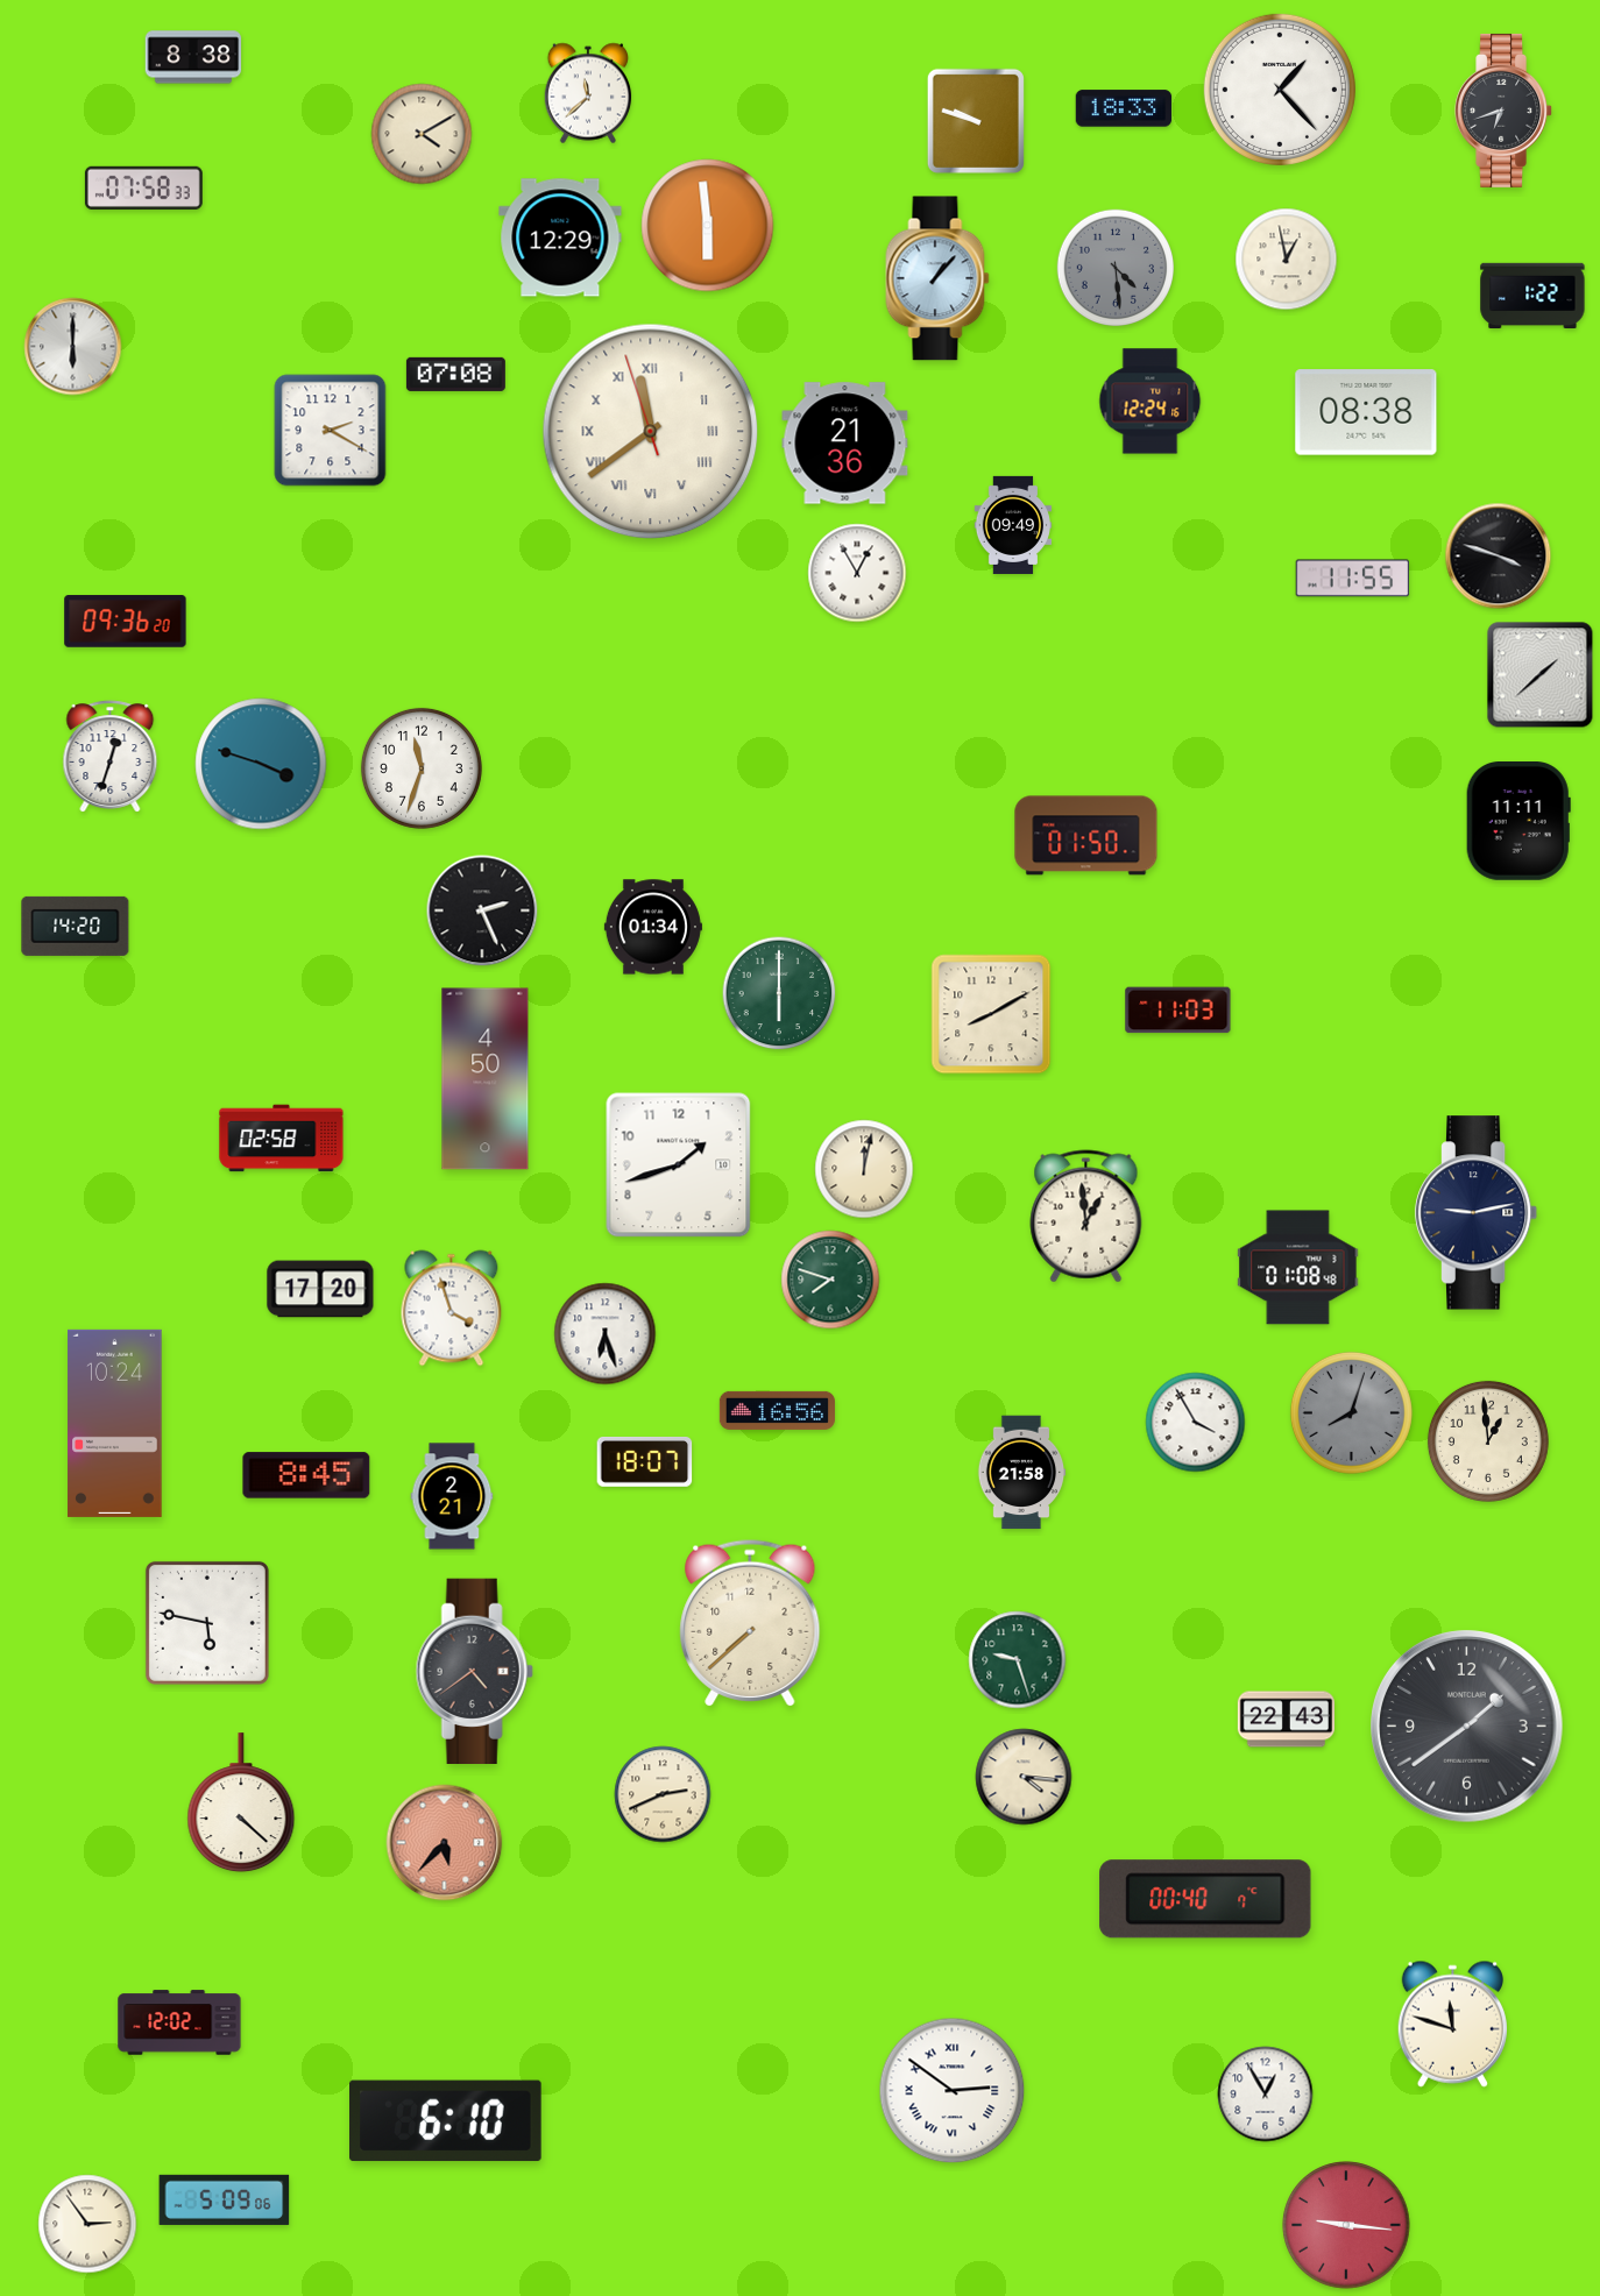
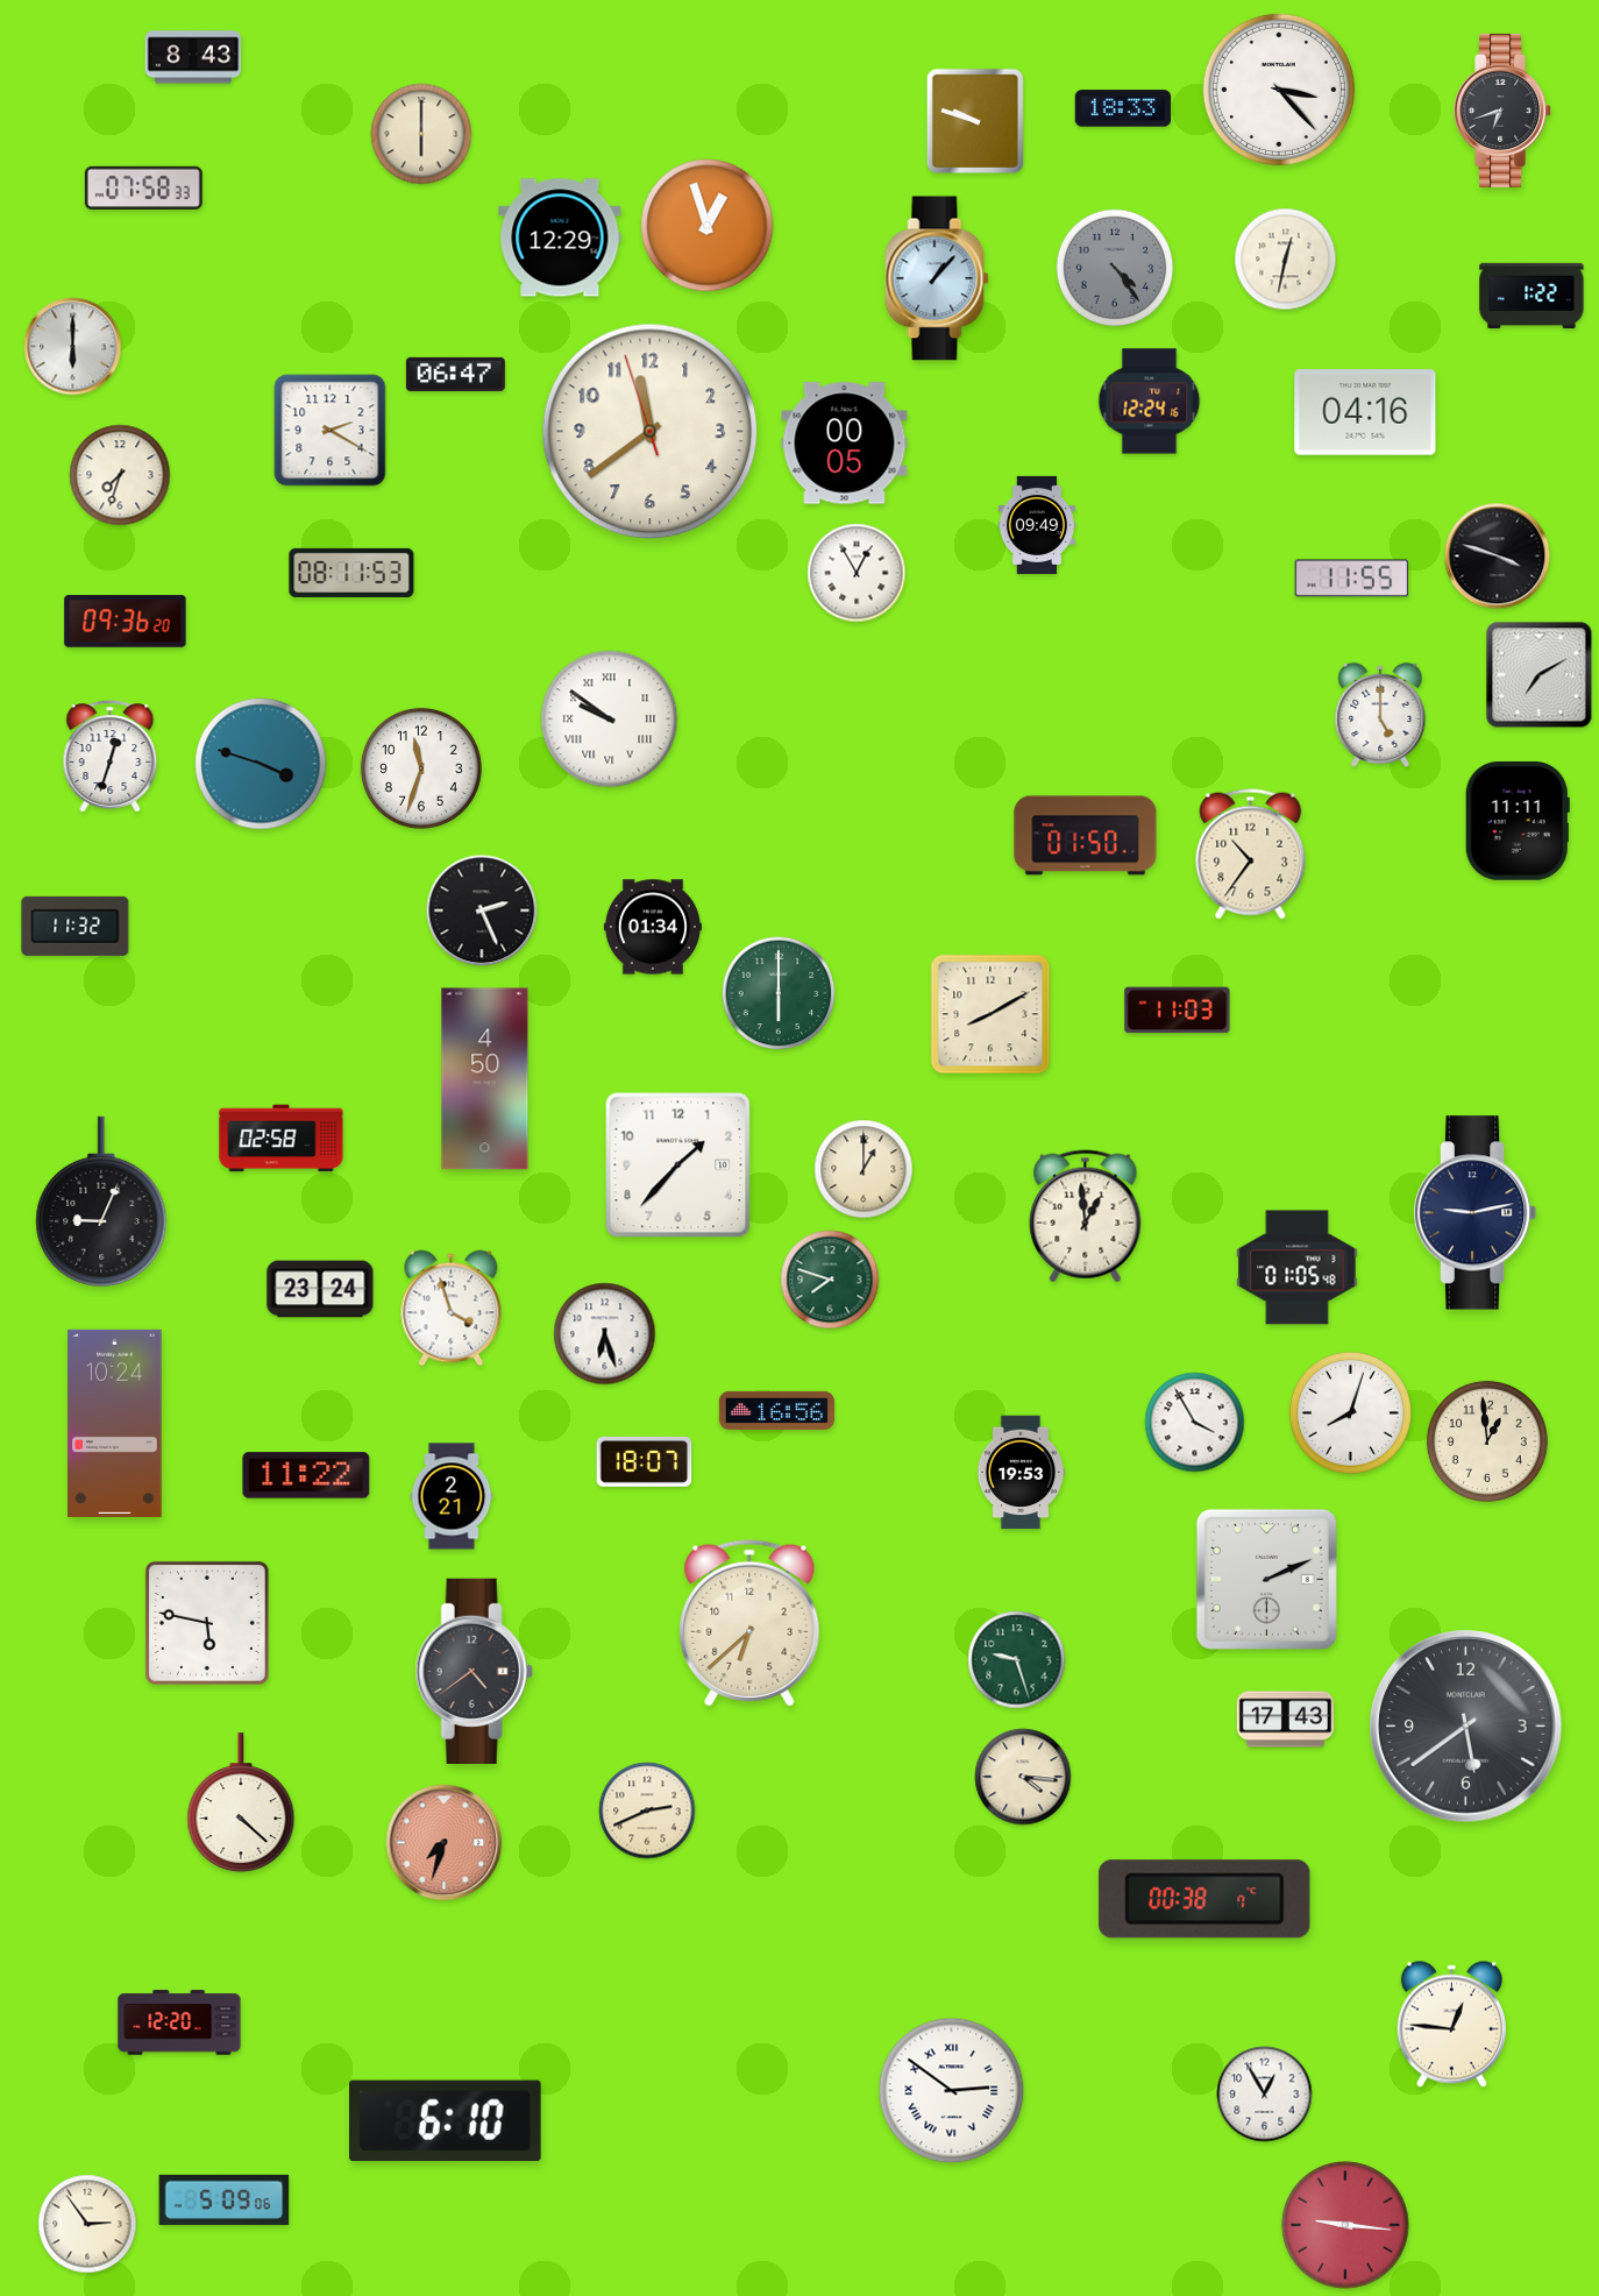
clock at (193, 57): 8:38 -> 8:43
clock at (1280, 90): 1:23 -> 3:23
clock at (588, 93): 11:38 -> none
clock at (422, 134): 4:10 -> 6:00
clock at (708, 226): 5:59 -> 12:57
clock at (1287, 260): 12:58 -> 12:32
clock at (1114, 267): 4:29 -> 4:24
clock at (455, 374): 07:08 -> 06:47
clock at (1366, 412): 08:38 -> 04:16
clock at (651, 432) numerals: Roman -> Arabic
clock at (845, 444): 21:36 -> 00:05
clock at (120, 475): none -> 7:33
clock at (1013, 525) position: (1013, 525) -> (1037, 525)
clock at (351, 573): none -> 08:11
clock at (1541, 675): 1:38 -> 7:10
clock at (1380, 715): none -> 5:00
clock at (610, 720): none -> 9:51
clock at (1251, 855): none -> 10:36
clock at (76, 926): 14:20 -> 11:32
clock at (679, 1165): 1:42 -> 1:37
clock at (864, 1169): 12:02 -> 1:00
clock at (101, 1202): none -> 9:04
clock at (1298, 1268): 01:08 -> 01:05
clock at (320, 1289): 17:20 -> 23:24
clock at (1351, 1412) dial: grey -> white
clock at (1021, 1473): 21:58 -> 19:53
clock at (306, 1475): 8:45 -> 11:22
clock at (1266, 1579): none -> 2:11
clock at (750, 1623): 7:38 -> 6:38
clock at (1286, 1720): 22:43 -> 17:43
clock at (1467, 1727): 1:39 -> 5:39
clock at (663, 1794) position: (663, 1794) -> (647, 1810)
clock at (445, 1843): 5:37 -> 7:33
clock at (1205, 1899): 00:40 -> 00:38
clock at (179, 2022): 12:02 -> 12:20
clock at (1452, 2024): 11:48 -> 12:46
